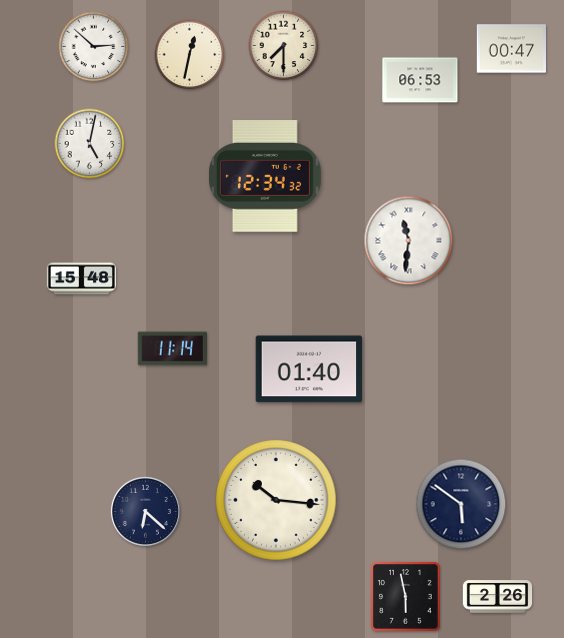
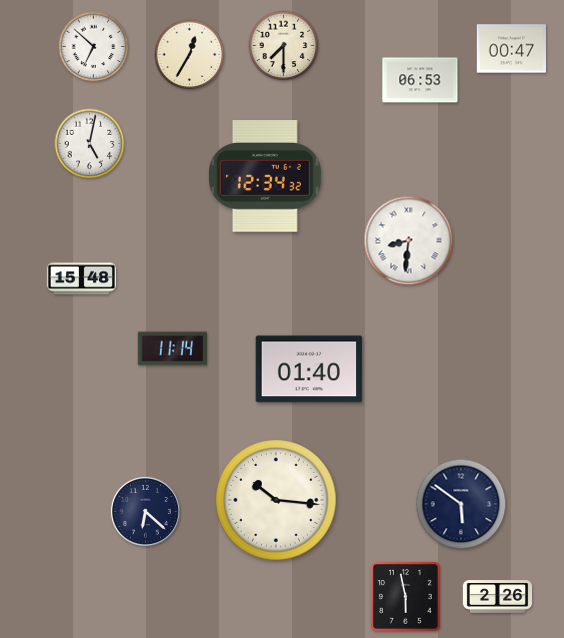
clock at (94, 47): 2:52 -> 6:52
clock at (190, 55): 12:32 -> 12:35
clock at (409, 241): 11:31 -> 8:31
